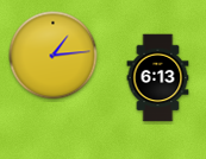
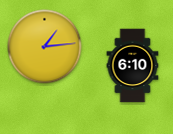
clock at (158, 78): 6:13 -> 6:10
